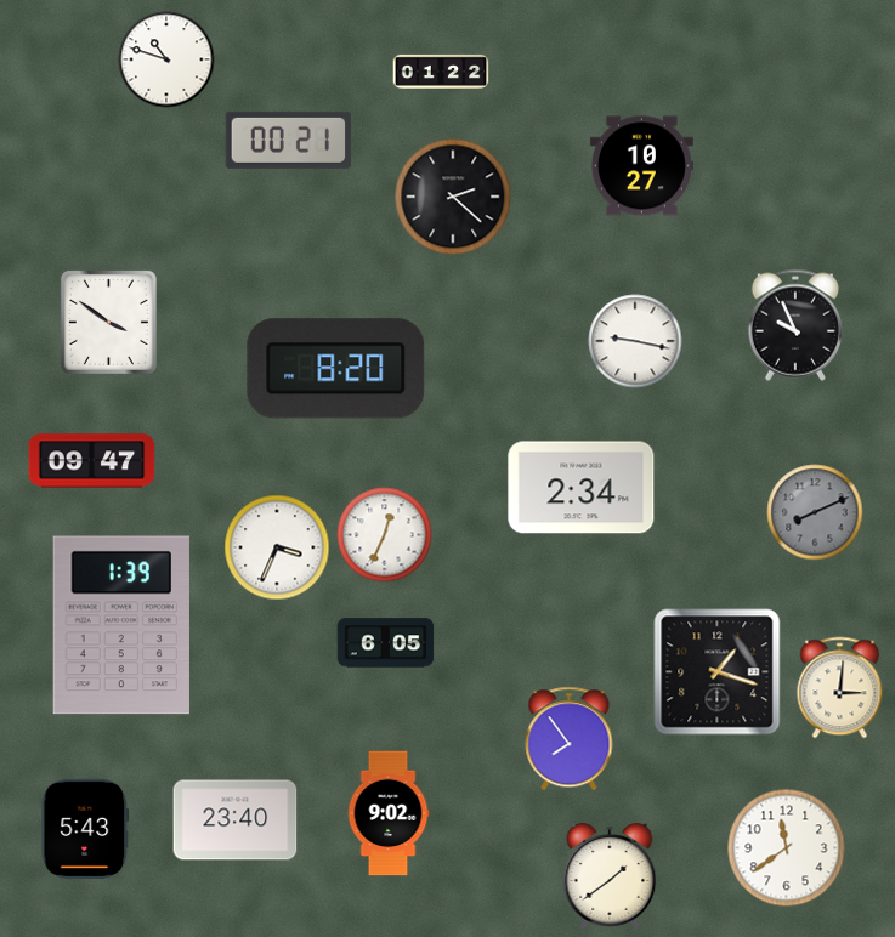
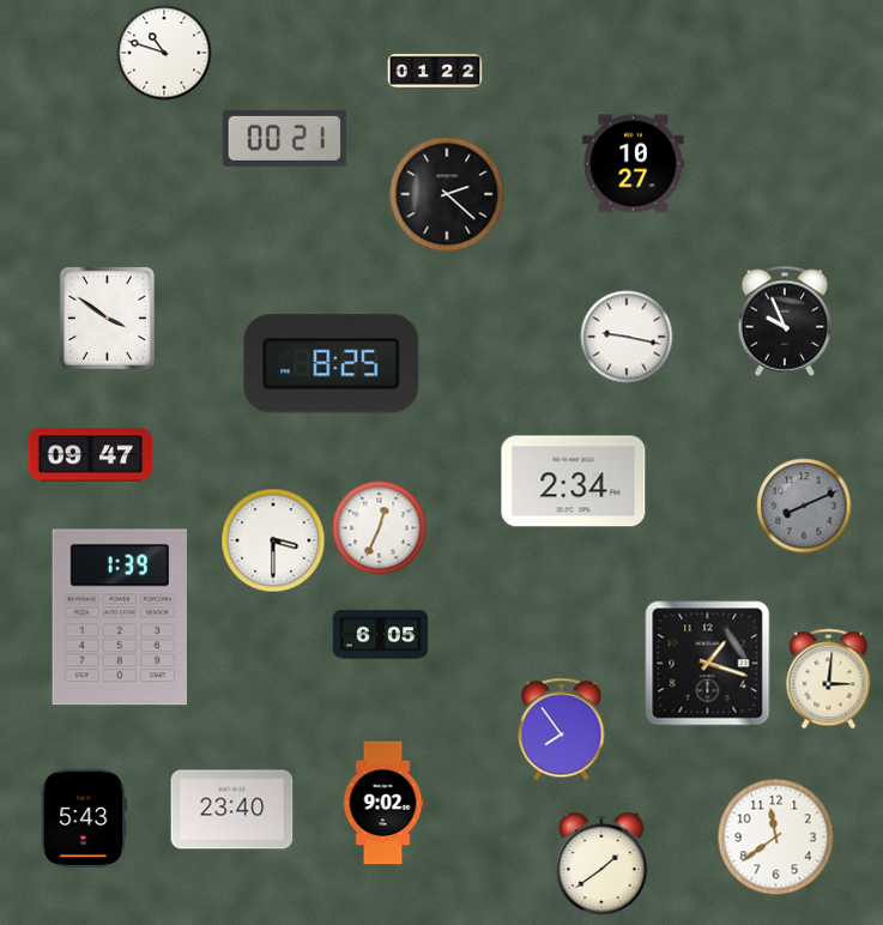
clock at (166, 59) position: (166, 59) -> (164, 53)
clock at (336, 369): 8:20 -> 8:25
clock at (277, 547): 3:34 -> 3:30
